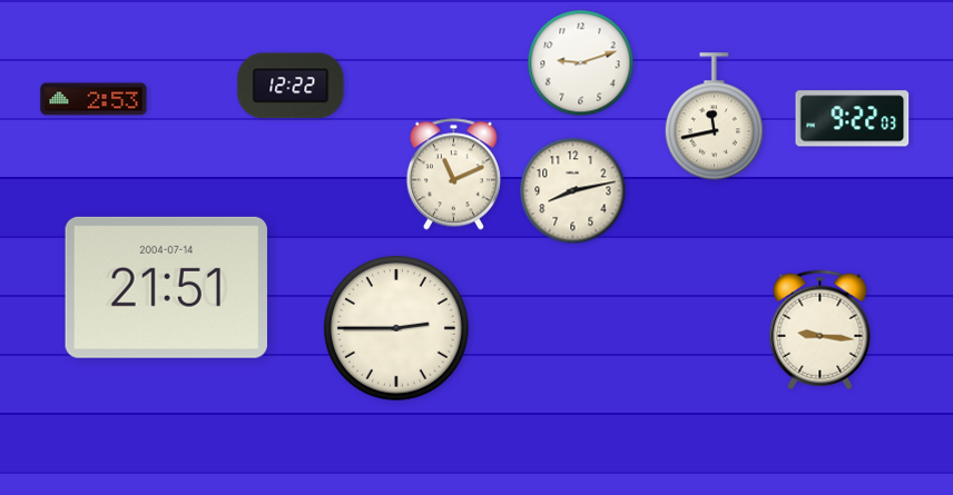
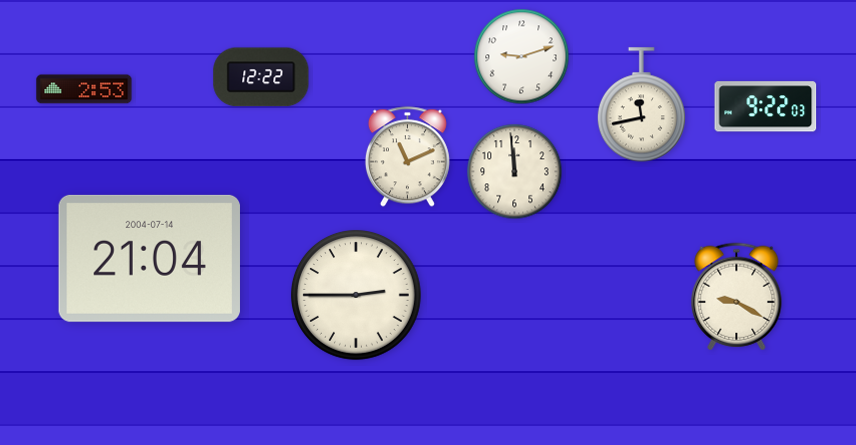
clock at (573, 191): 8:13 -> 11:59
clock at (166, 287): 21:51 -> 21:04
clock at (821, 330): 9:16 -> 9:20
